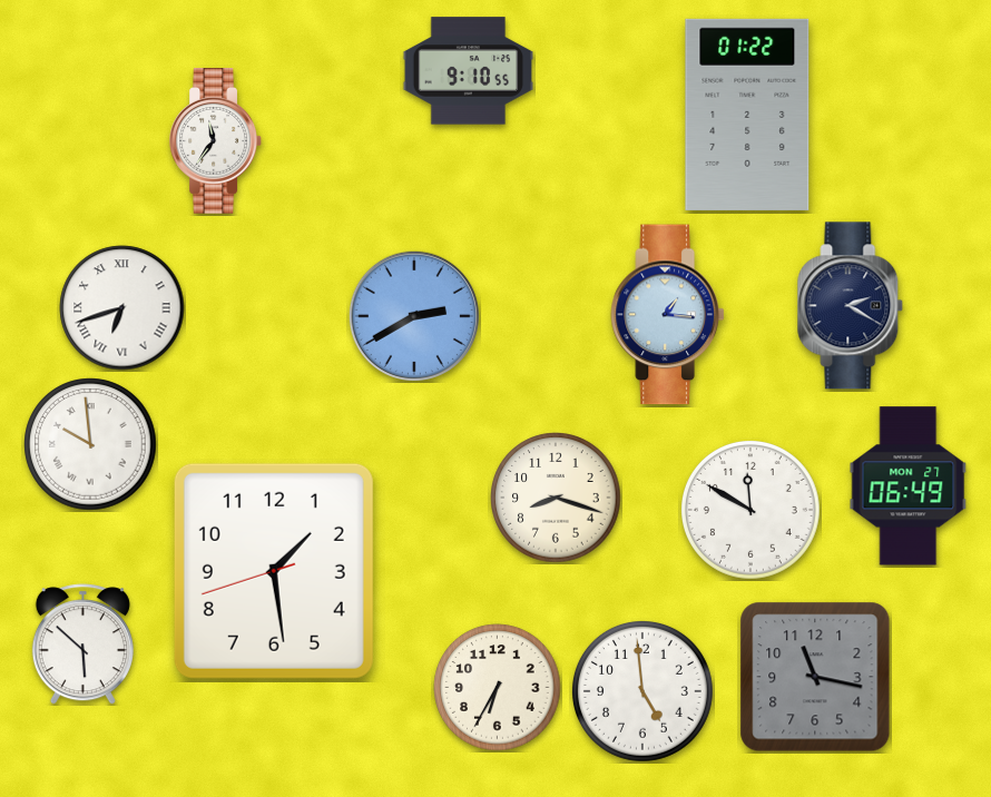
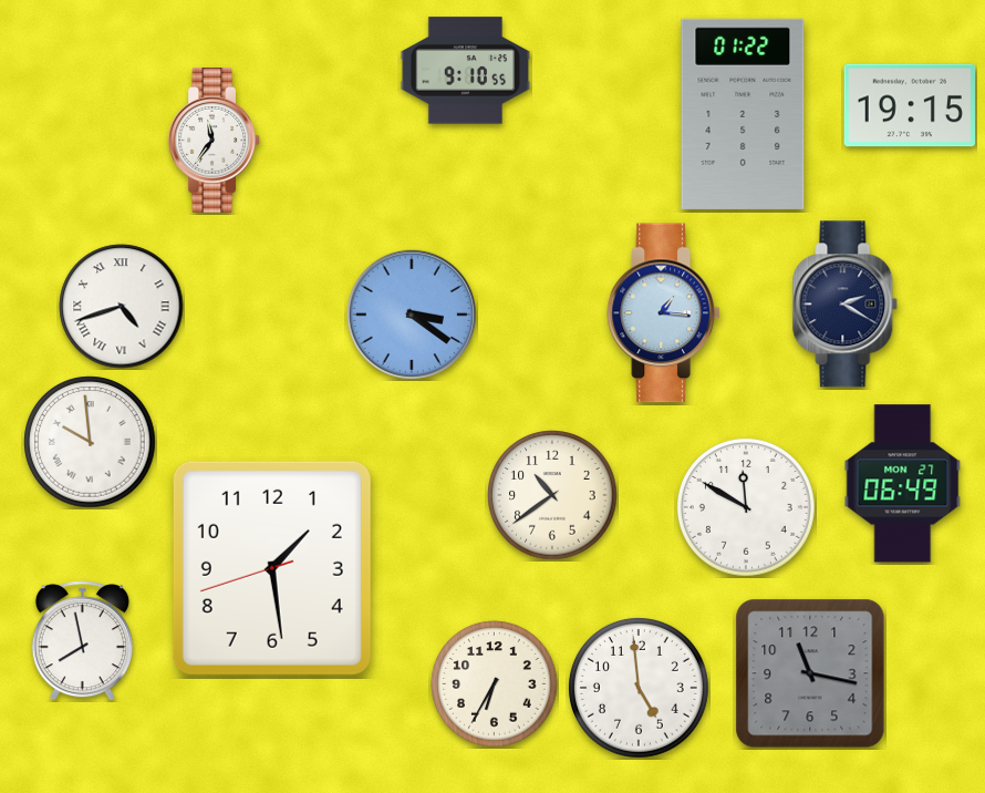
clock at (909, 105): none -> 19:15
clock at (122, 308): 6:42 -> 4:42
clock at (414, 316): 2:40 -> 3:21
clock at (556, 498): 8:18 -> 10:39
clock at (82, 645): 5:52 -> 7:58
